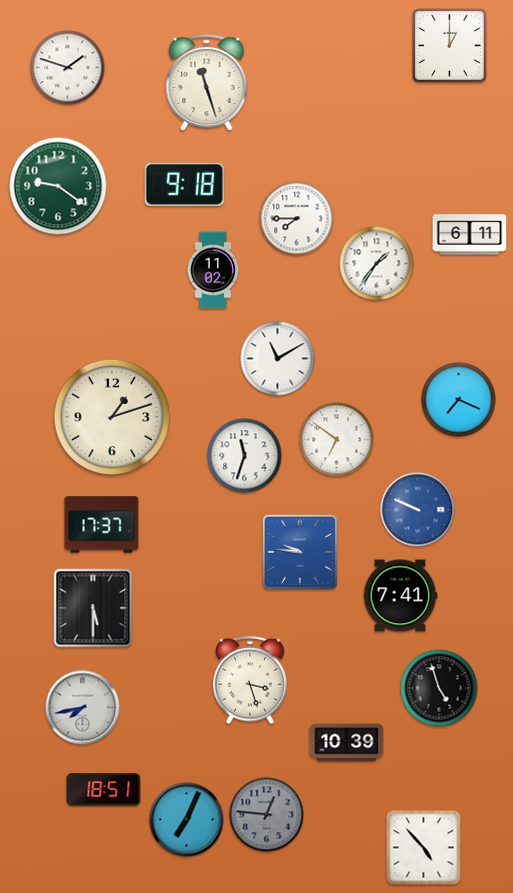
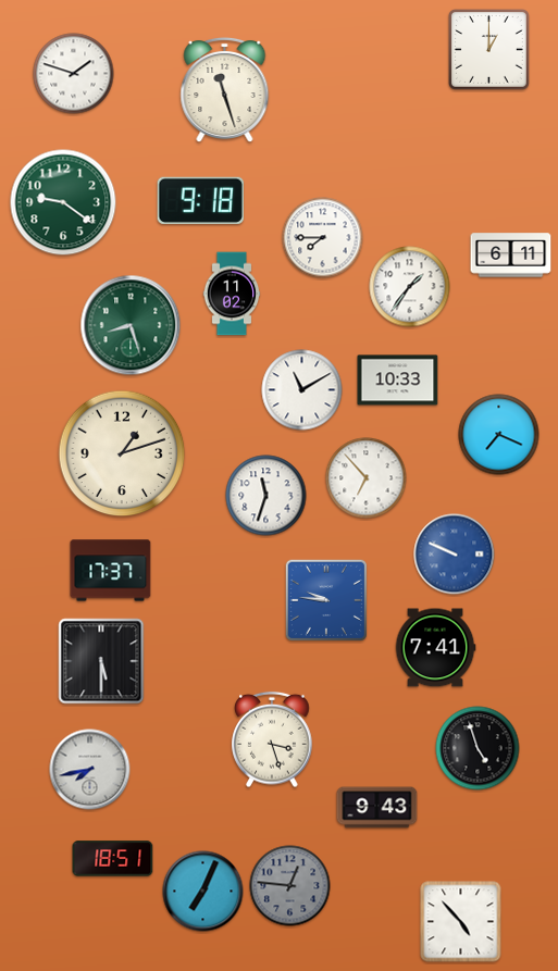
clock at (131, 325): none -> 8:27
clock at (398, 381): none -> 10:33
clock at (337, 440): 6:51 -> 6:53
clock at (347, 743): 10:39 -> 9:43
